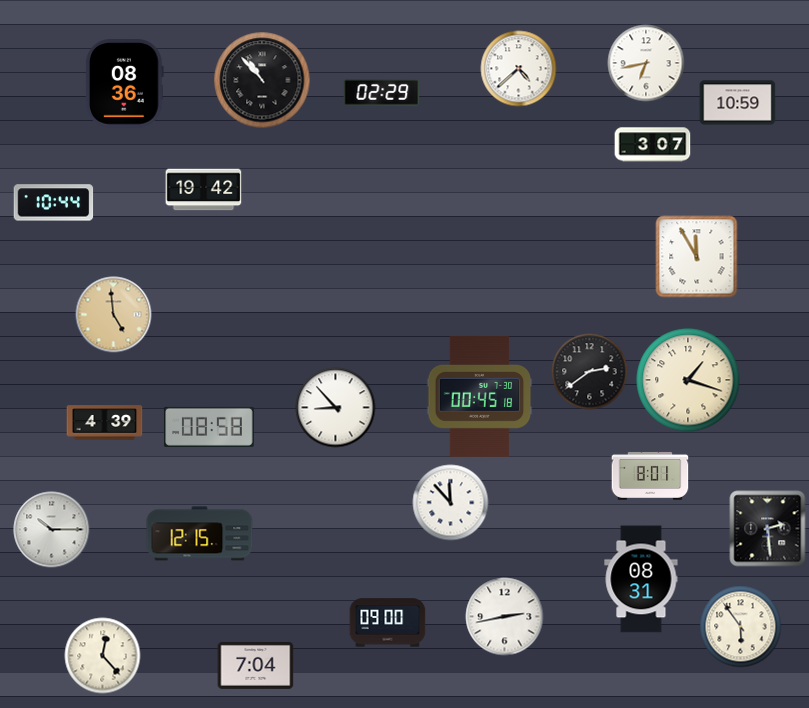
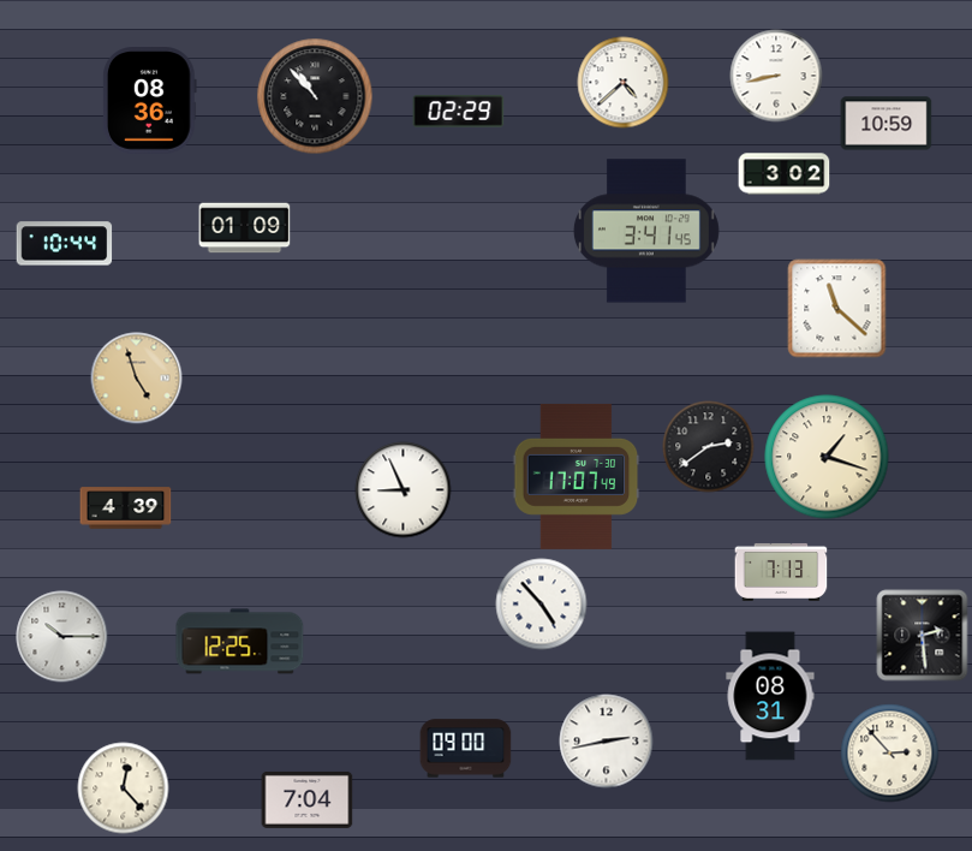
clock at (646, 63): 6:43 -> 8:43
clock at (653, 145): 3:07 -> 3:02
clock at (204, 190): 19:42 -> 01:09
clock at (646, 231): none -> 3:41
clock at (697, 257): 11:55 -> 11:22
clock at (114, 315): 4:59 -> 4:57
clock at (480, 396): 00:45 -> 17:07
clock at (336, 408): 8:53 -> 8:56
clock at (209, 427): 08:58 -> none
clock at (650, 476): 8:01 -> 7:13
clock at (451, 503): 11:53 -> 4:53
clock at (200, 534): 12:15 -> 12:25
clock at (741, 627): 5:54 -> 2:53
